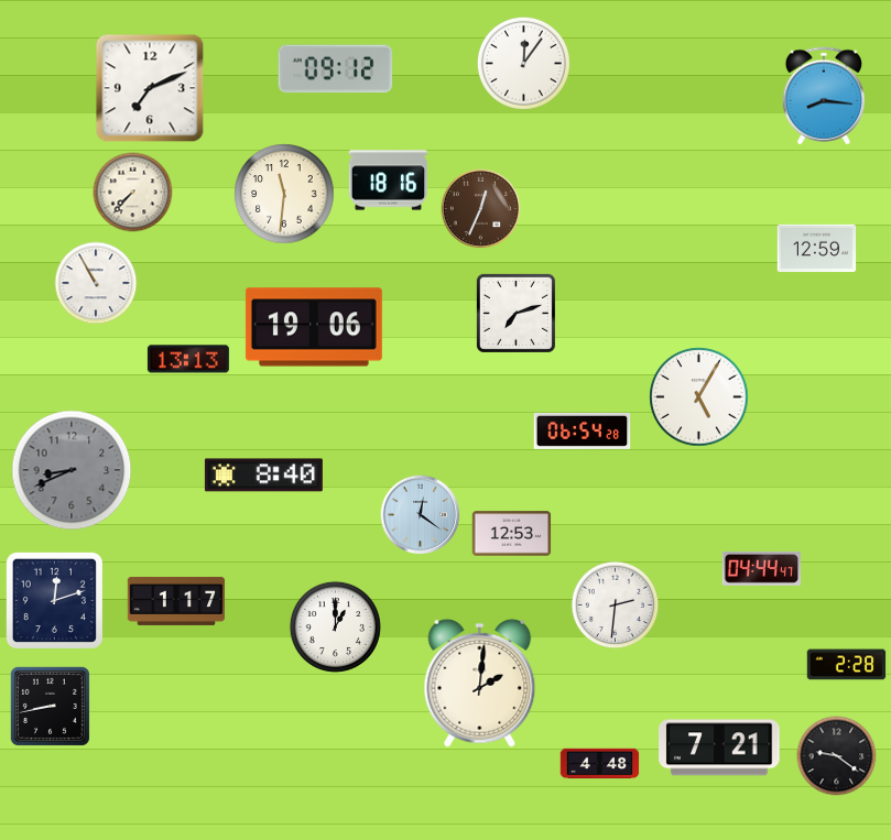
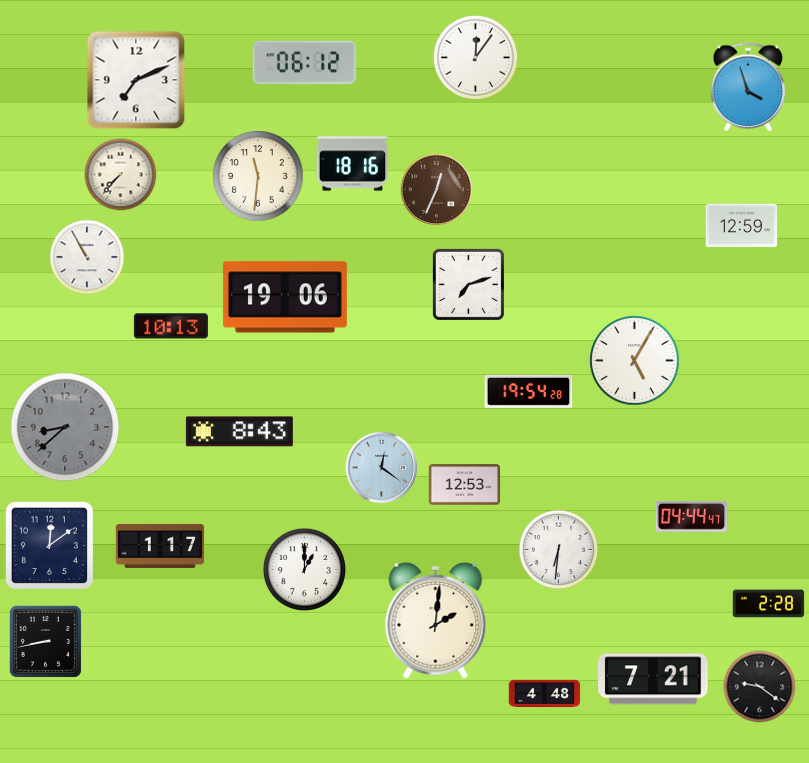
clock at (336, 69): 09:12 -> 06:12
clock at (823, 96): 8:16 -> 3:57
clock at (188, 359): 13:13 -> 10:13
clock at (583, 430): 06:54 -> 19:54
clock at (72, 470): 8:41 -> 8:38
clock at (263, 476): 8:40 -> 8:43
clock at (54, 600): 12:12 -> 12:09
clock at (616, 606): 2:31 -> 6:31
